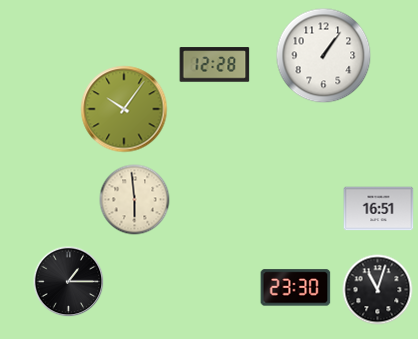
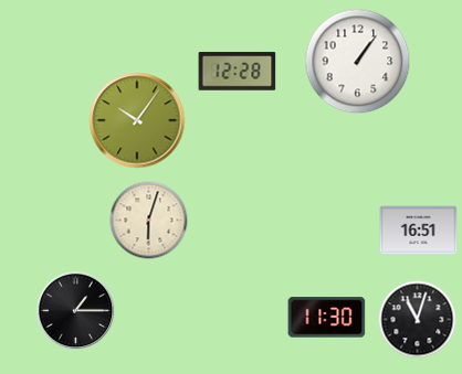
clock at (135, 200): 5:59 -> 6:03
clock at (296, 288): 23:30 -> 11:30
